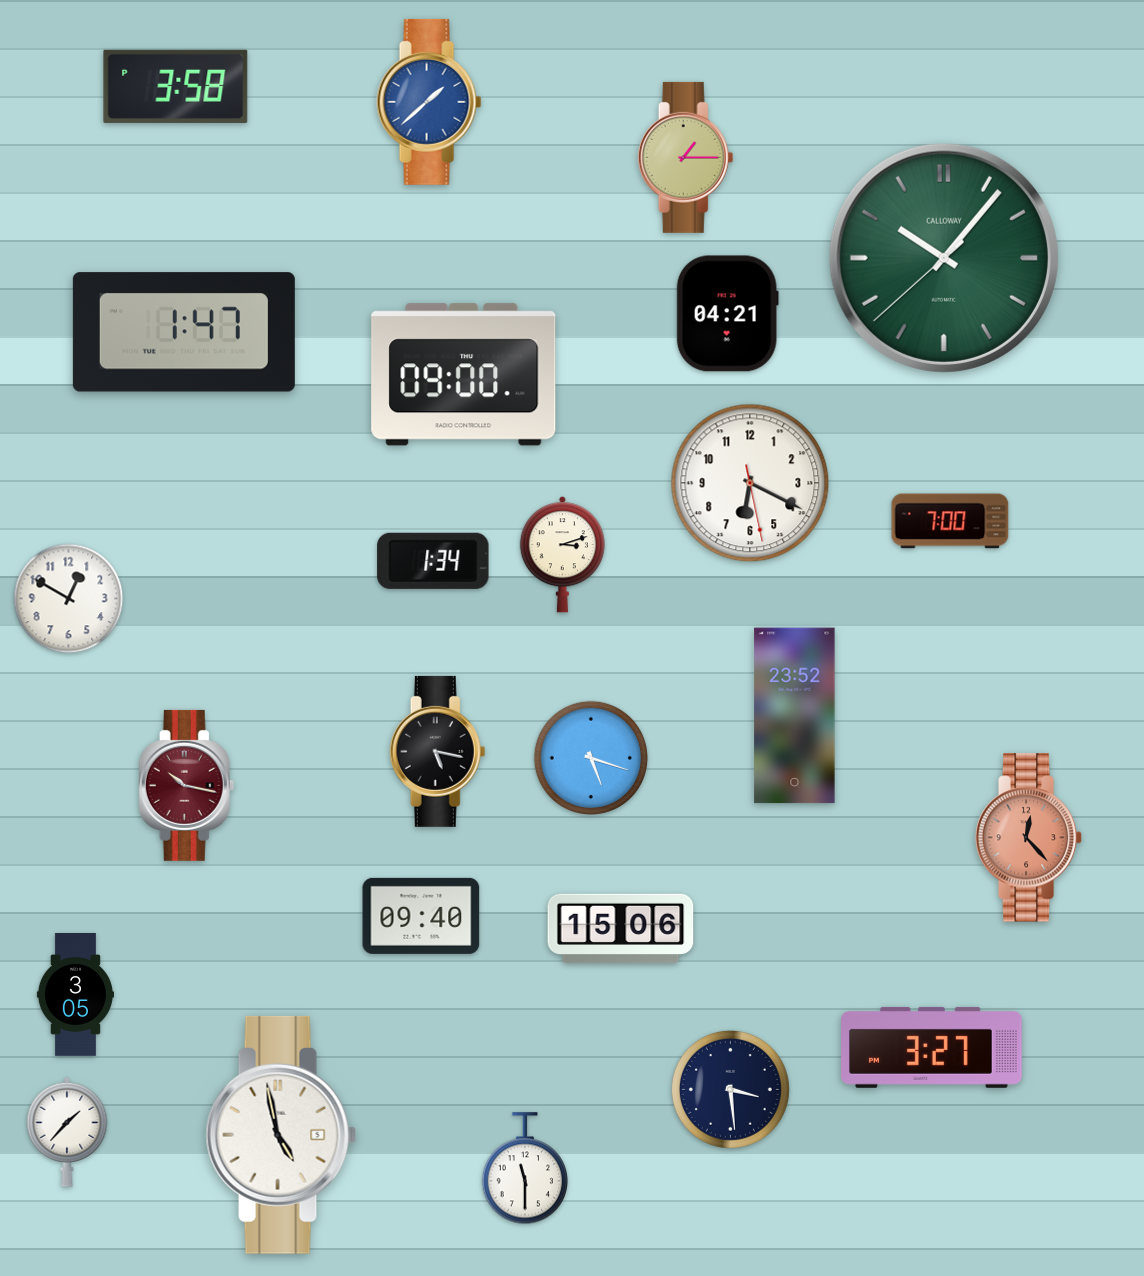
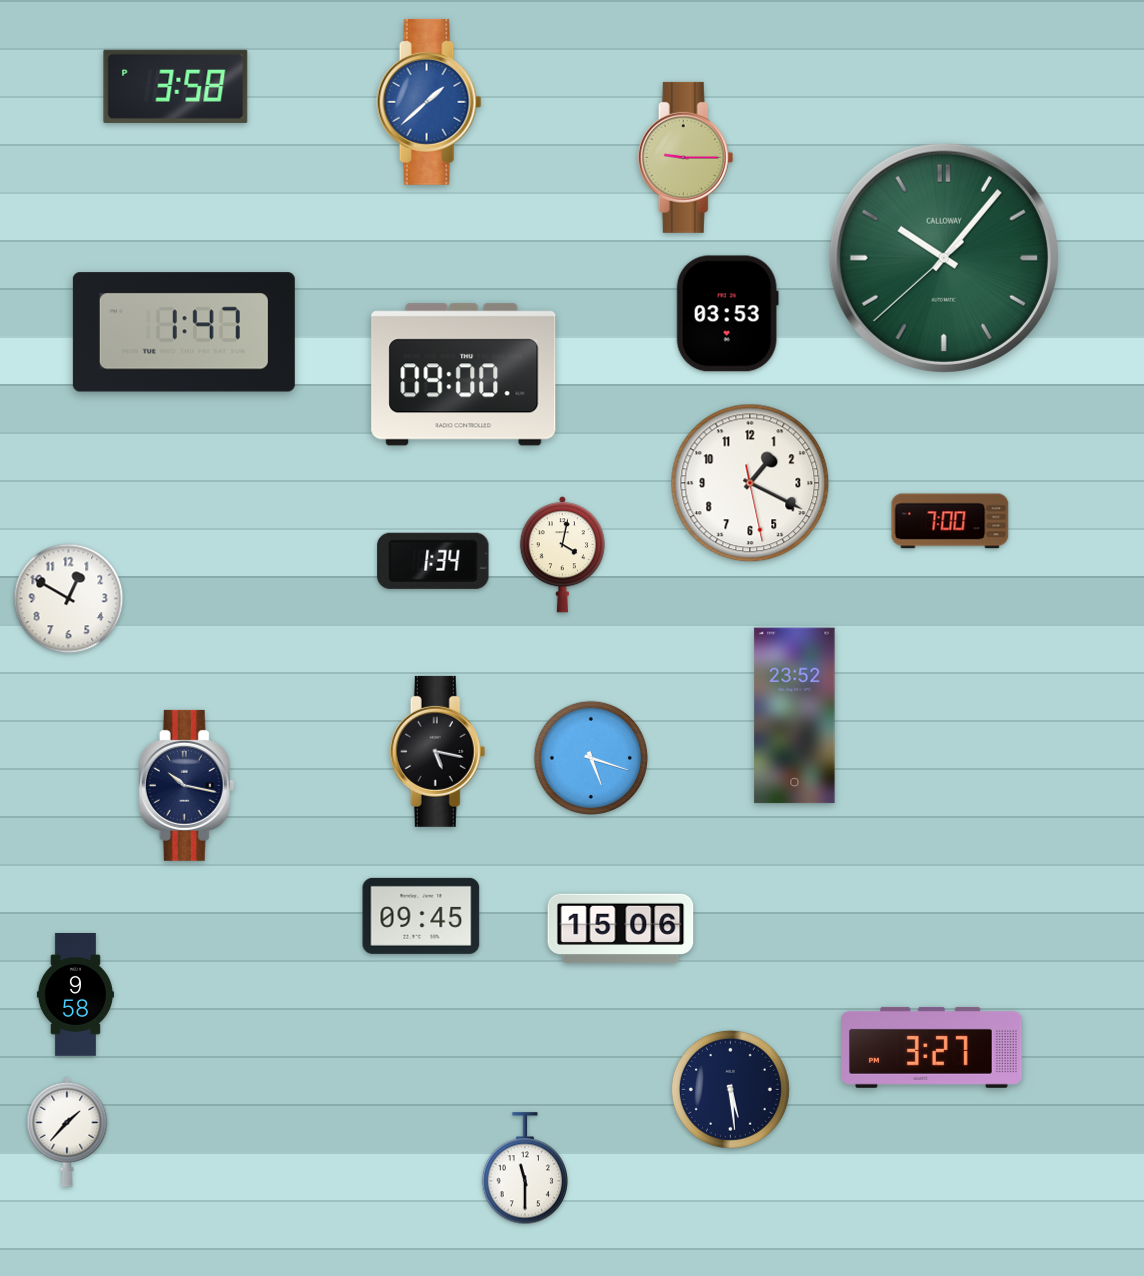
clock at (686, 157): 1:15 -> 9:15
clock at (727, 314): 04:21 -> 03:53
clock at (750, 483): 6:19 -> 1:19
clock at (562, 555): 3:12 -> 4:02
clock at (187, 785) dial: burgundy -> navy
clock at (1029, 838): 12:23 -> none
clock at (421, 916): 09:40 -> 09:45
clock at (75, 995): 3:05 -> 9:58
clock at (730, 1089): 3:29 -> 5:29
clock at (281, 1135): 4:58 -> none
